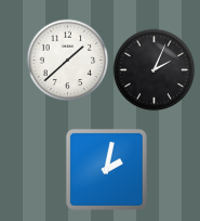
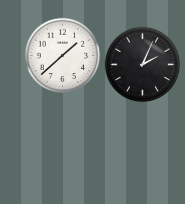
clock at (106, 169): 2:02 -> none
